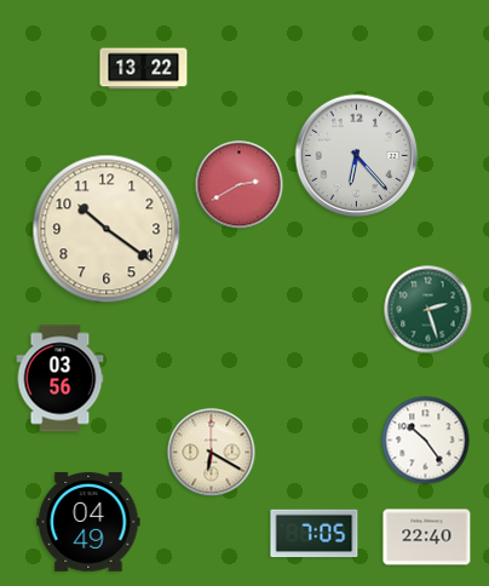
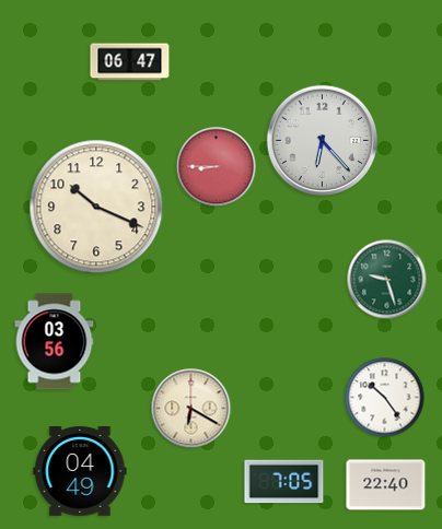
clock at (144, 69): 13:22 -> 06:47
clock at (240, 185): 2:40 -> 8:45
clock at (107, 229): 10:21 -> 10:19
clock at (428, 310): 2:27 -> 9:27
